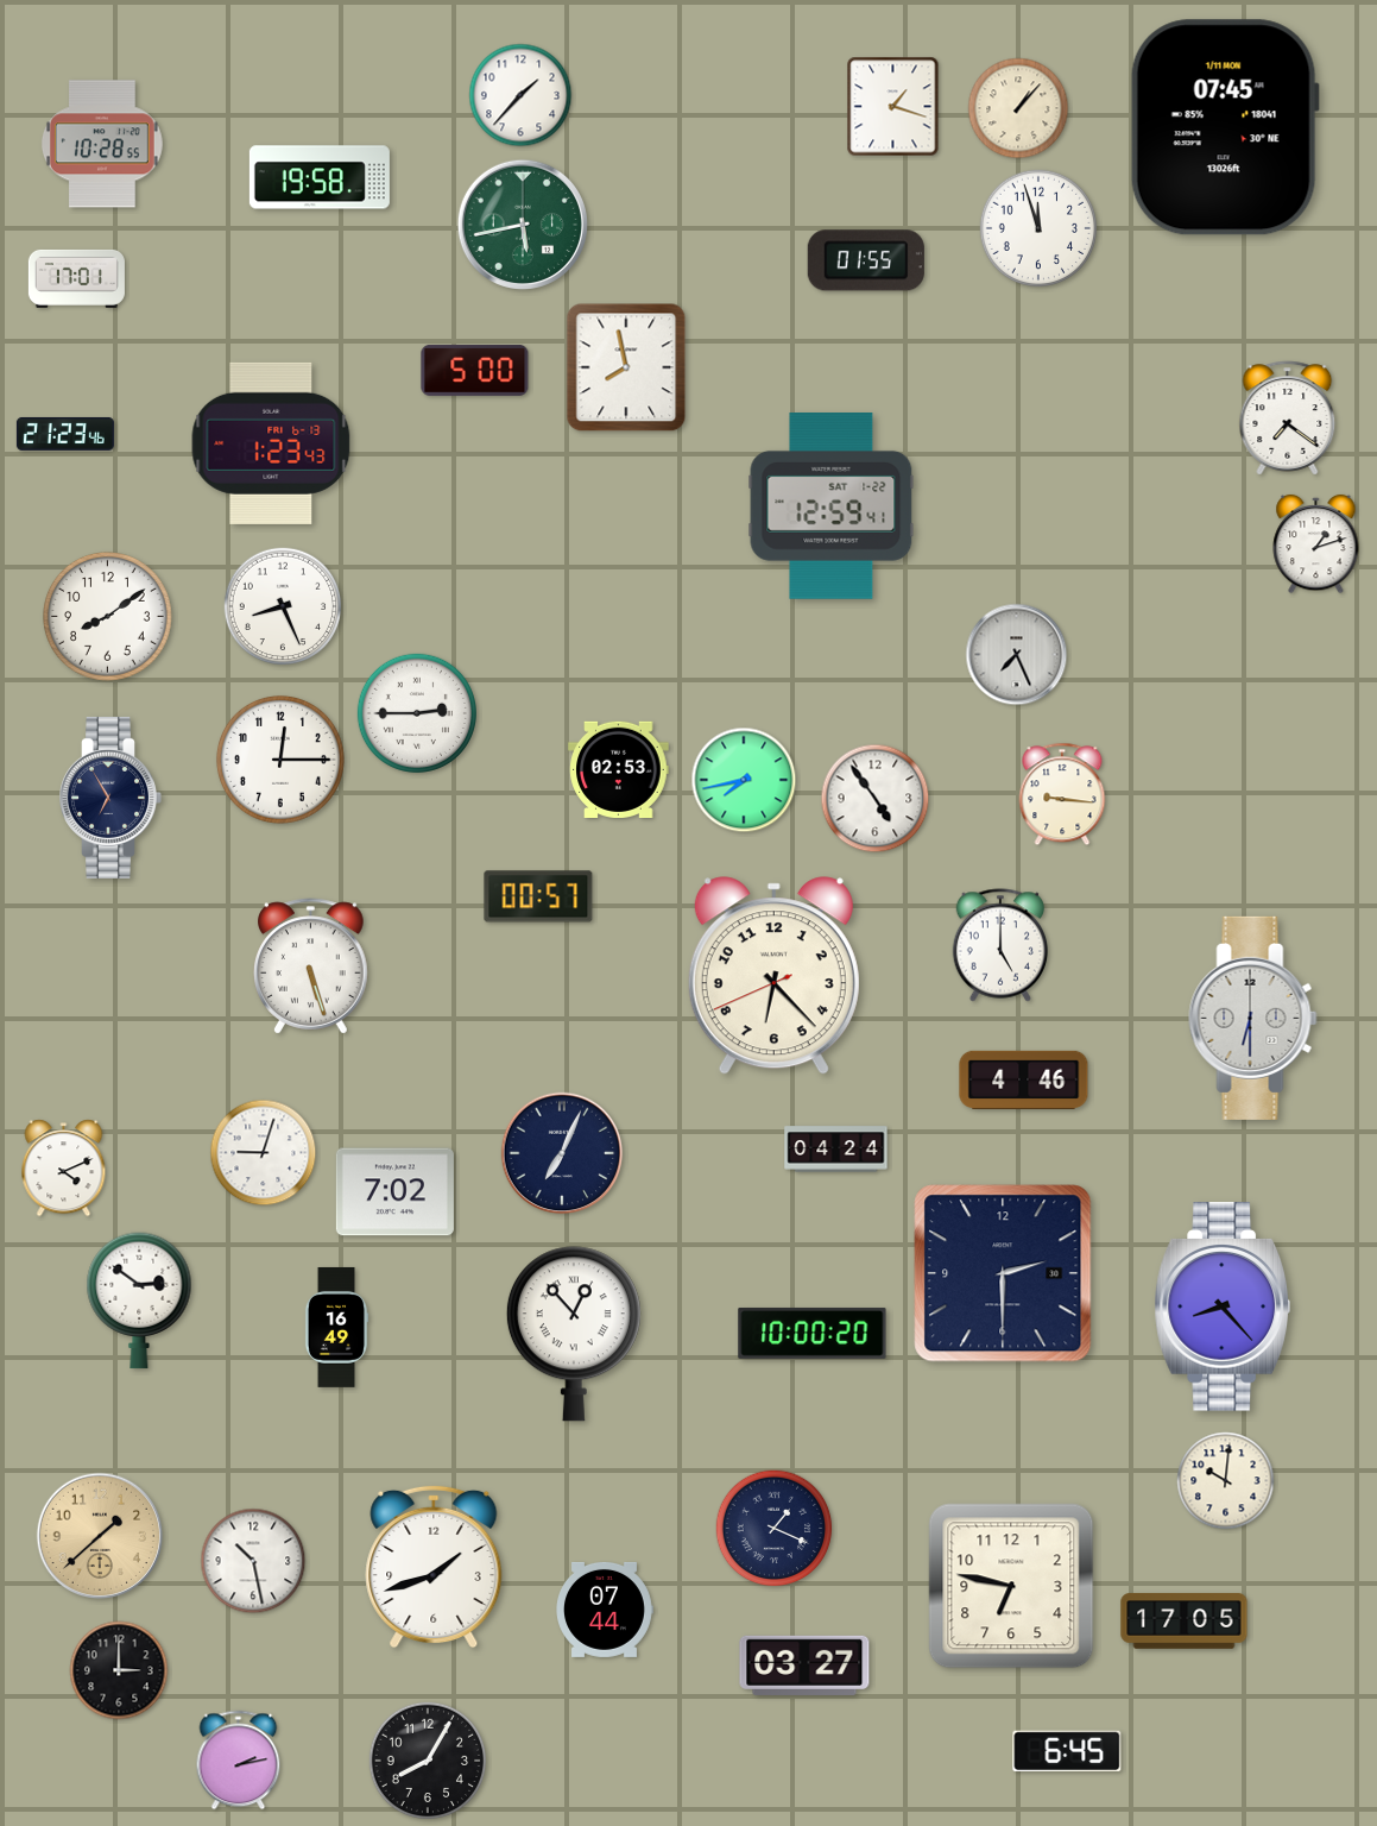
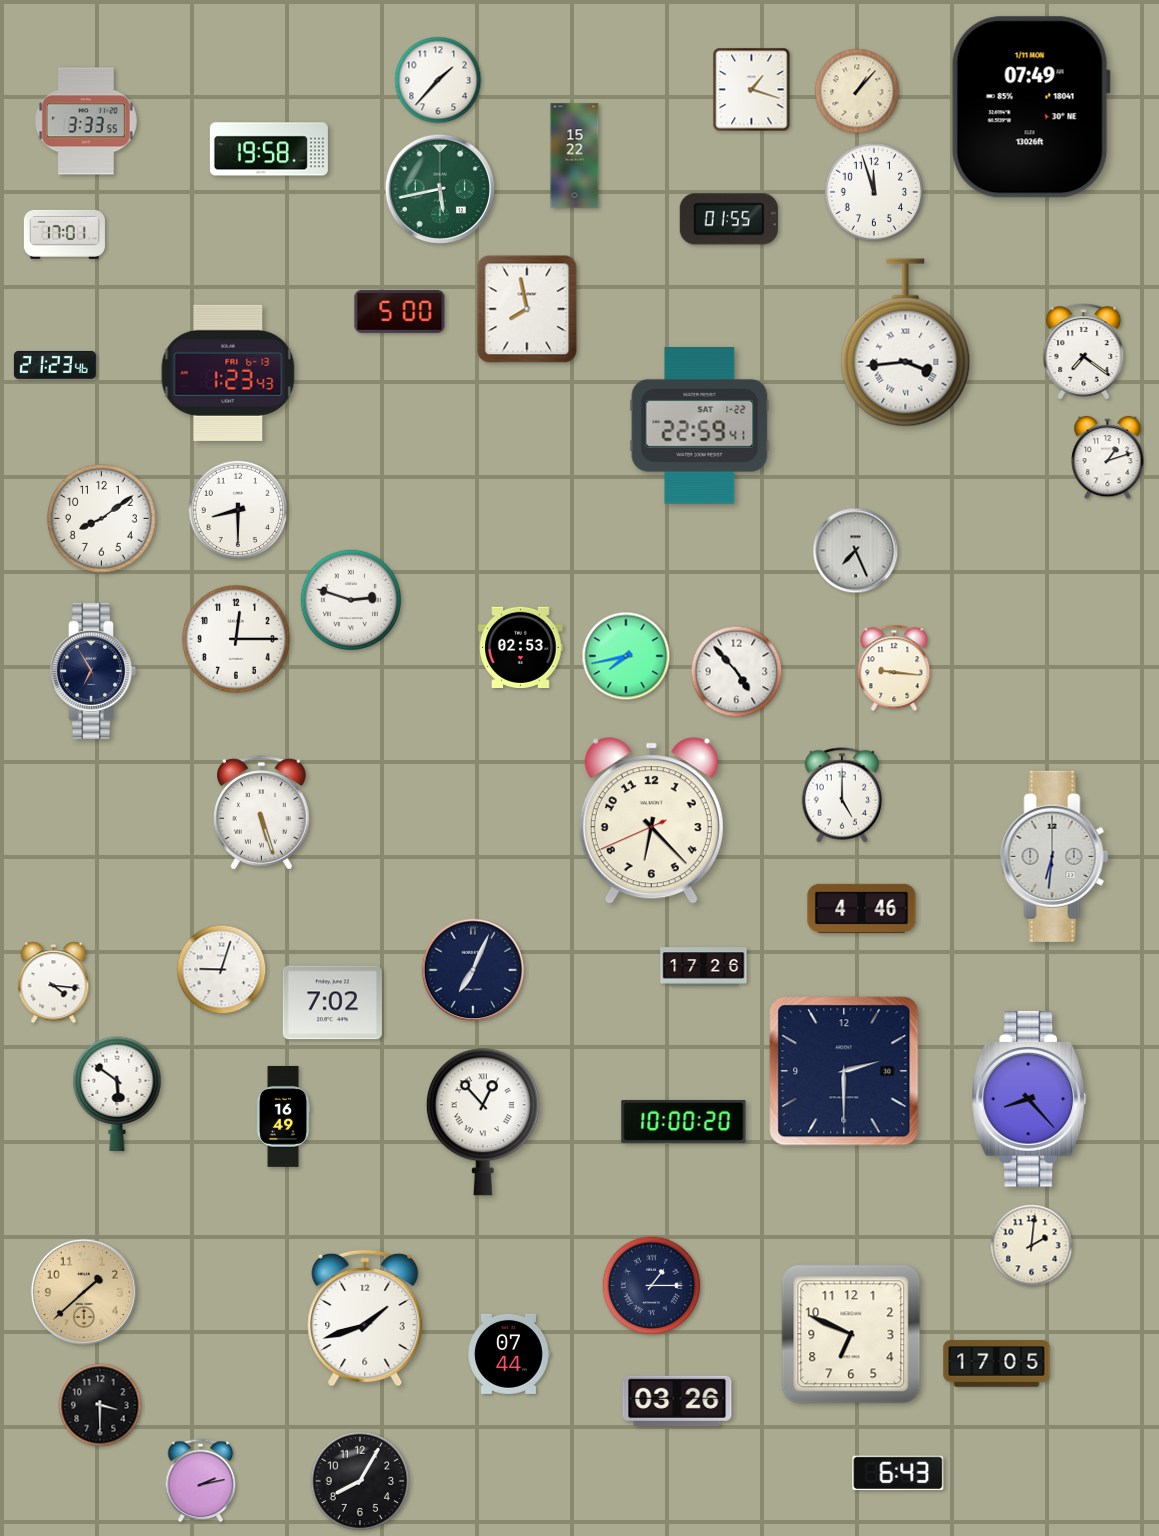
clock at (1225, 127): 07:45 -> 07:49
clock at (102, 144): 10:28 -> 3:33
clock at (575, 156): none -> 15:22
clock at (906, 343): none -> 3:44
clock at (832, 506): 12:59 -> 22:59
clock at (283, 606): 8:26 -> 8:30
clock at (108, 617) position: (108, 617) -> (102, 519)
clock at (416, 712): 2:45 -> 2:48
clock at (876, 799): 4:54 -> 4:53
clock at (538, 896): 00:57 -> none
clock at (1253, 1018): 6:30 -> 6:31
clock at (836, 1150): 04:24 -> 17:26
clock at (64, 1169): 4:11 -> 4:16
clock at (139, 1301): 2:51 -> 5:51
clock at (1226, 1481): 10:01 -> 2:01
clock at (775, 1529): 1:19 -> 1:15
clock at (253, 1561): 10:28 -> none
clock at (1011, 1586): 6:47 -> 6:49
clock at (804, 1666): 03:27 -> 03:26
clock at (119, 1670): 3:00 -> 3:30
clock at (1067, 1751): 6:45 -> 6:43
